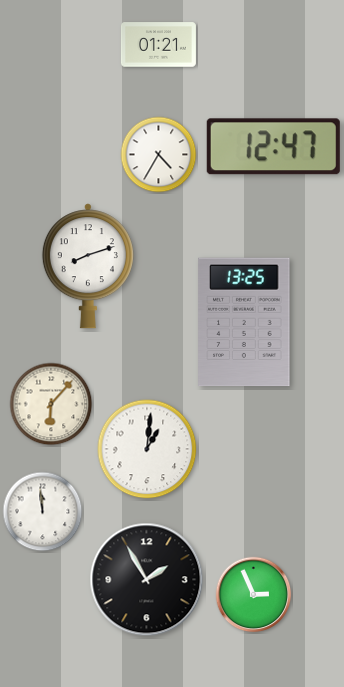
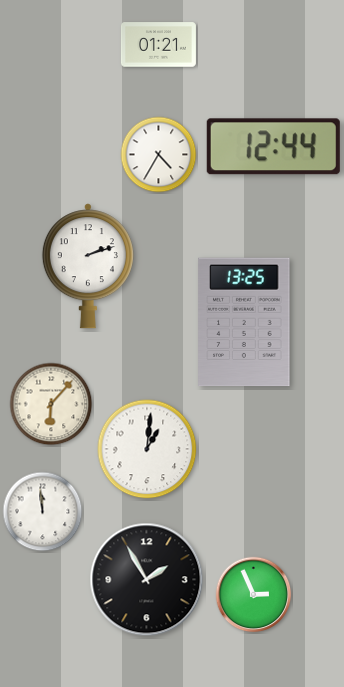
clock at (273, 147): 12:47 -> 12:44
clock at (88, 266): 8:12 -> 2:12
